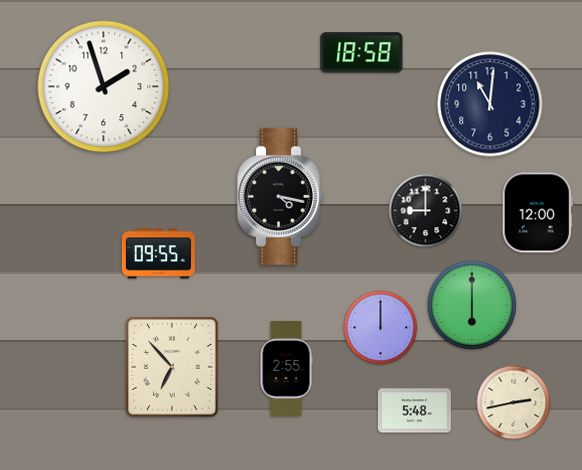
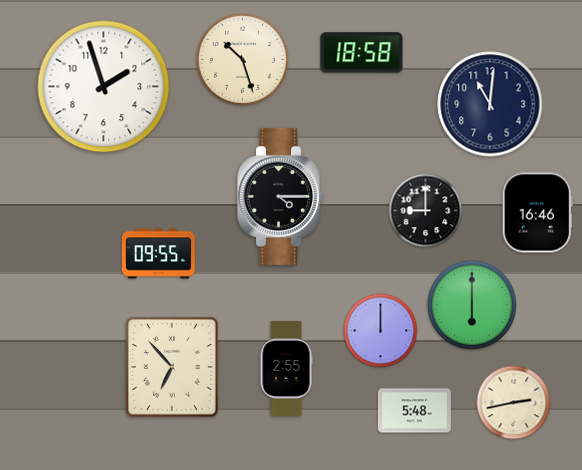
clock at (242, 59): none -> 10:27
clock at (281, 196): 4:17 -> 4:15
clock at (537, 213): 12:00 -> 16:46
clock at (381, 328) position: (381, 328) -> (381, 331)
